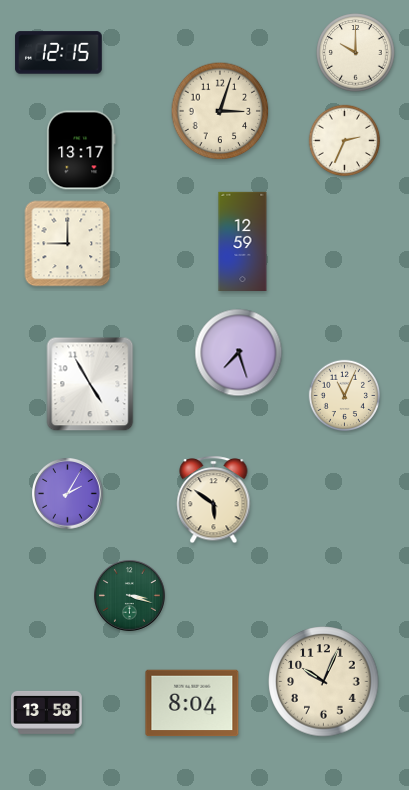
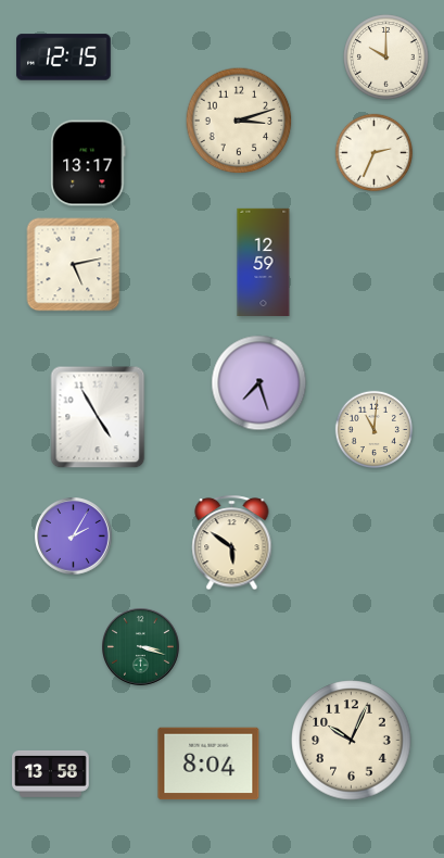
clock at (220, 111): 3:03 -> 3:12
clock at (68, 244): 9:00 -> 5:13
clock at (345, 396): 11:04 -> 11:01
